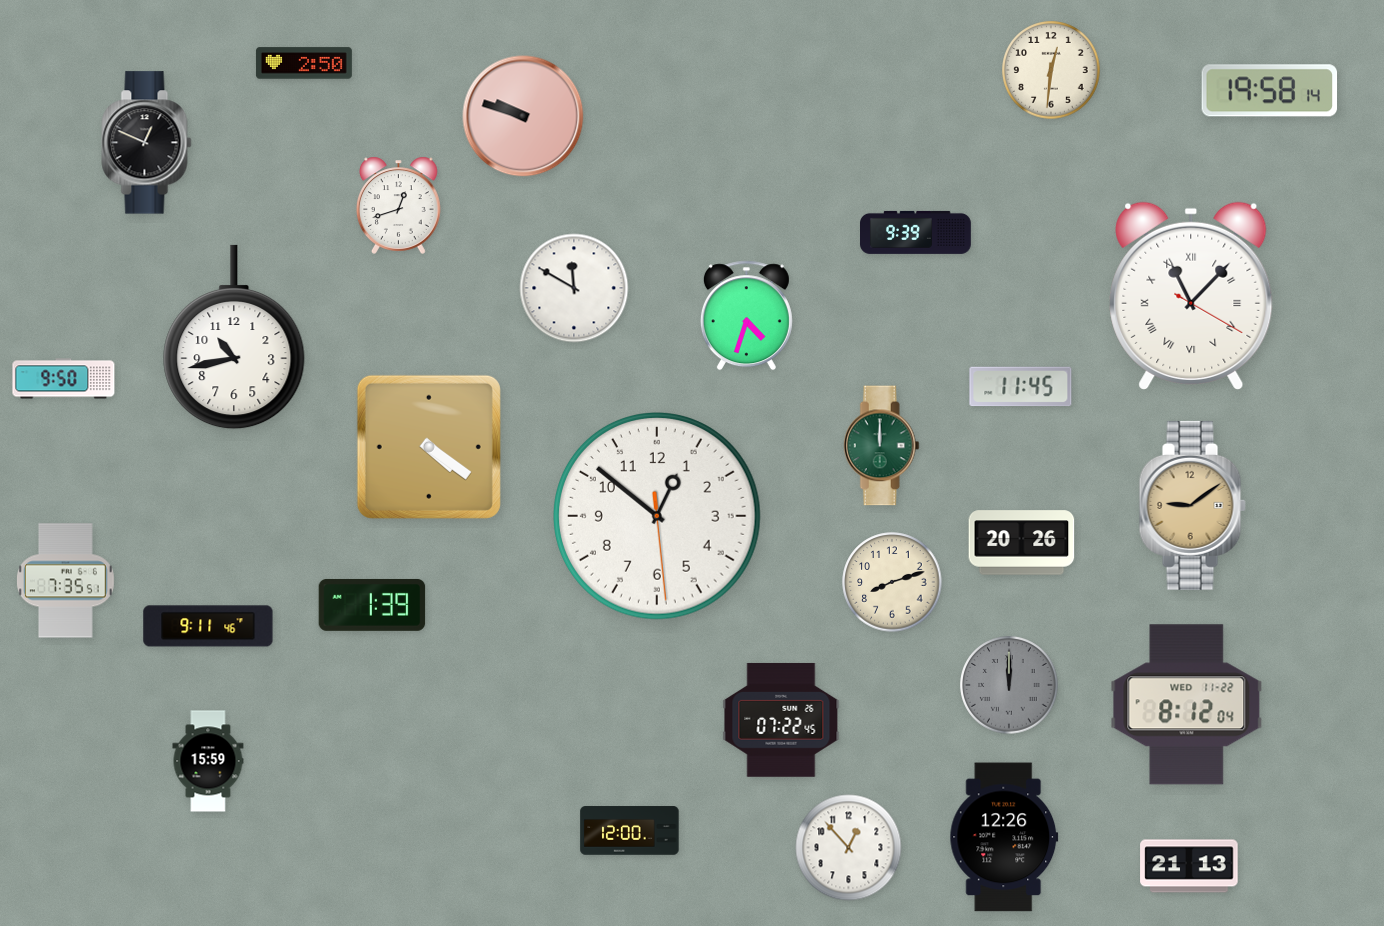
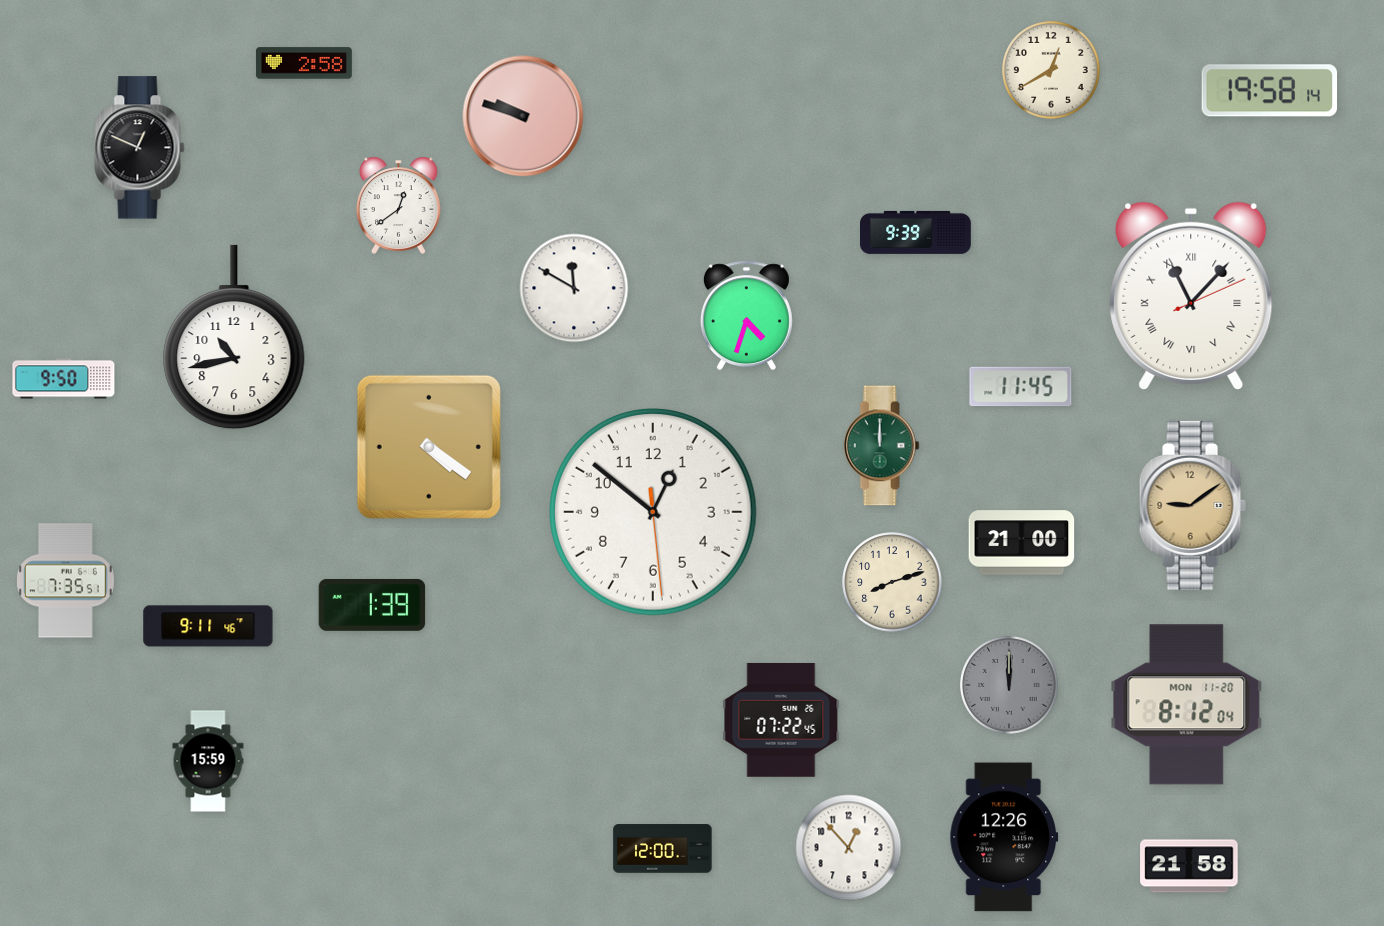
clock at (304, 63): 2:50 -> 2:58
clock at (1051, 70): 12:31 -> 12:40
clock at (147, 143) position: (147, 143) -> (140, 148)
clock at (399, 205): 12:42 -> 12:39
clock at (1191, 296): 11:07:20 -> 11:07:11
clock at (658, 517) position: (658, 517) -> (654, 513)
clock at (1022, 543): 20:26 -> 21:00
clock at (1187, 705) date: WED 11-22 -> MON 11-20
clock at (630, 831) position: (630, 831) -> (663, 849)
clock at (1189, 866): 21:13 -> 21:58
